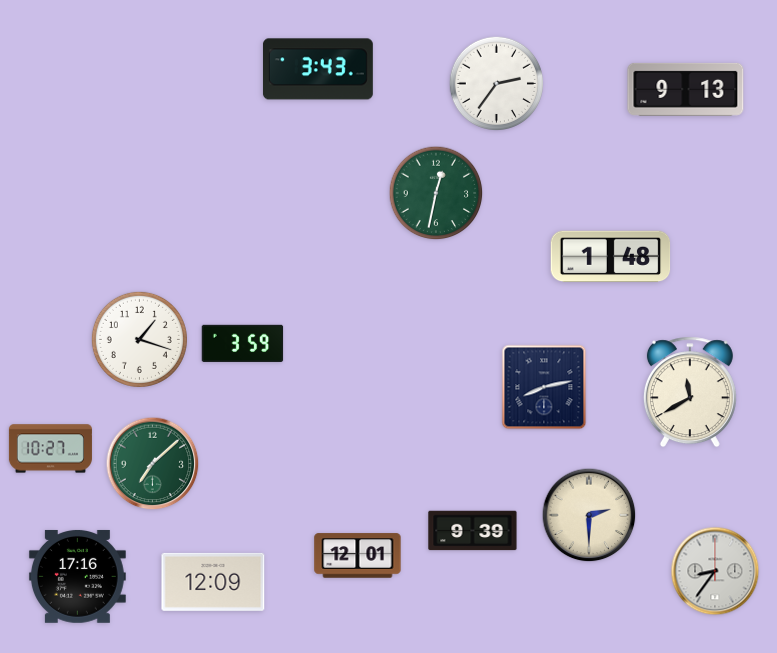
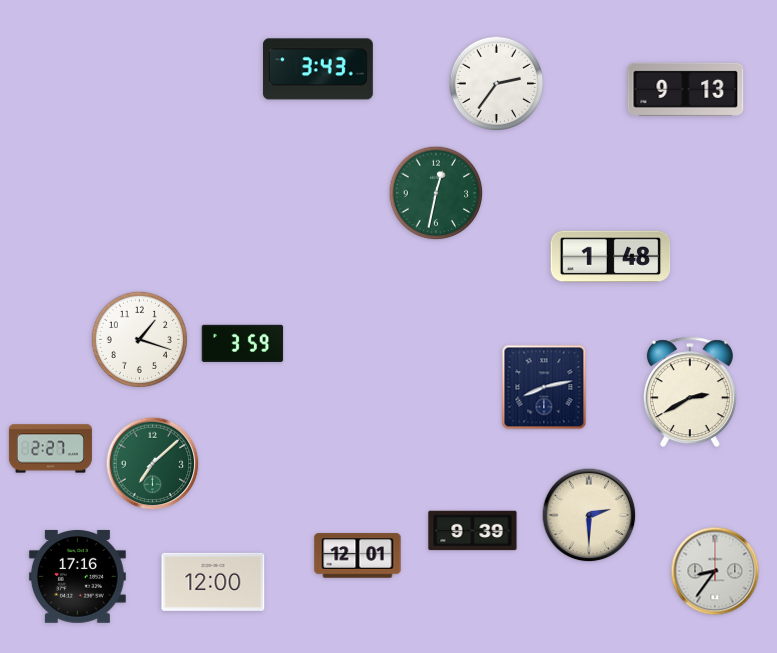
clock at (690, 392): 11:40 -> 2:40
clock at (50, 449): 10:27 -> 2:27
clock at (213, 582): 12:09 -> 12:00
